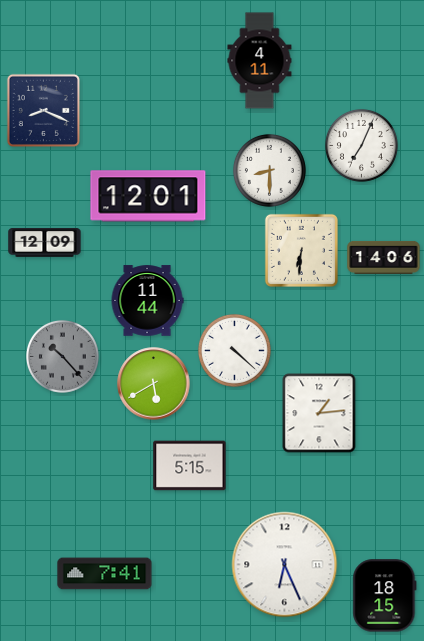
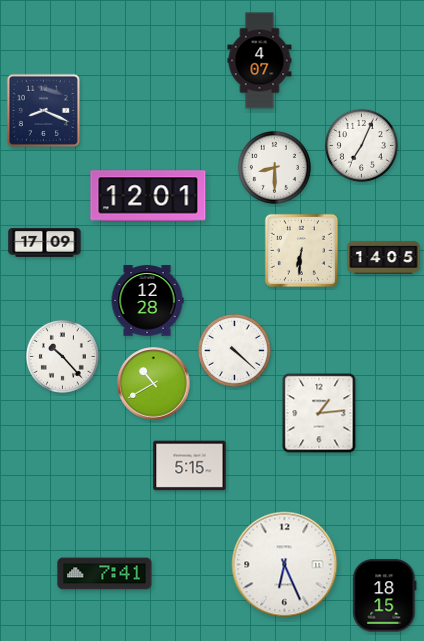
clock at (260, 61): 4:11 -> 4:07
clock at (269, 170) position: (269, 170) -> (274, 167)
clock at (45, 243): 12:09 -> 17:09
clock at (384, 257): 14:06 -> 14:05
clock at (147, 301): 11:44 -> 12:28
clock at (62, 356) dial: grey -> white
clock at (154, 384): 5:40 -> 10:40
